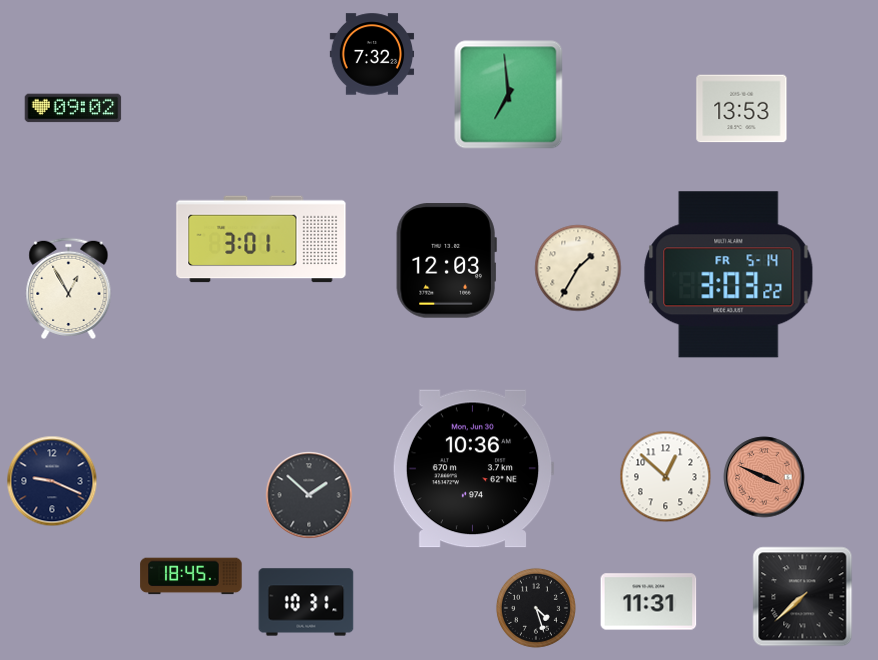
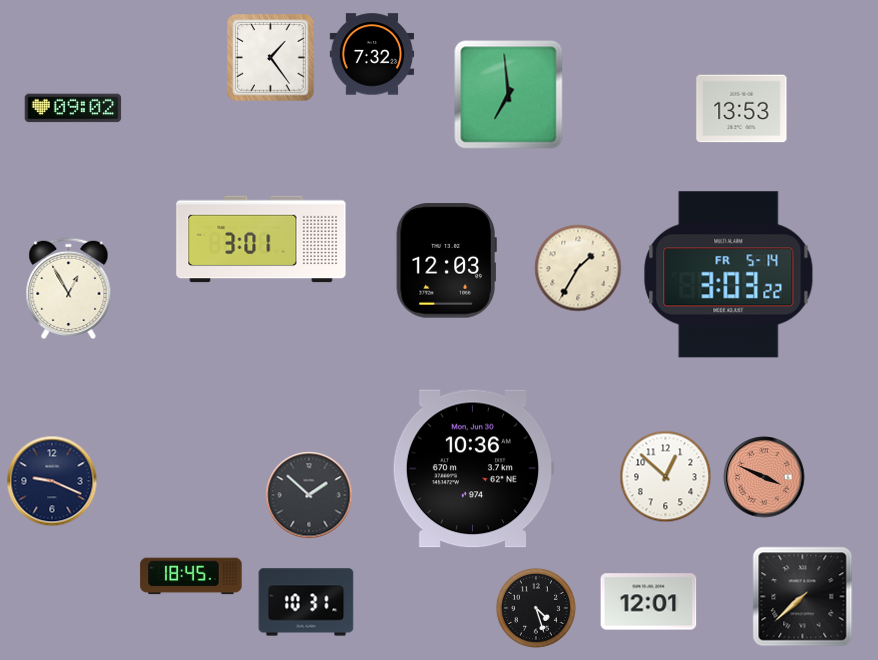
clock at (271, 58): none -> 1:24
clock at (649, 602): 11:31 -> 12:01
